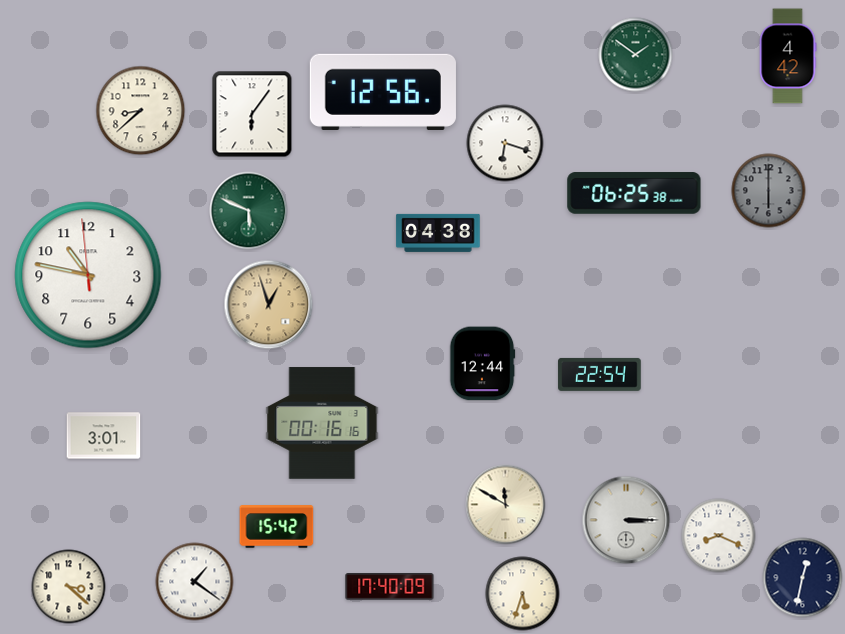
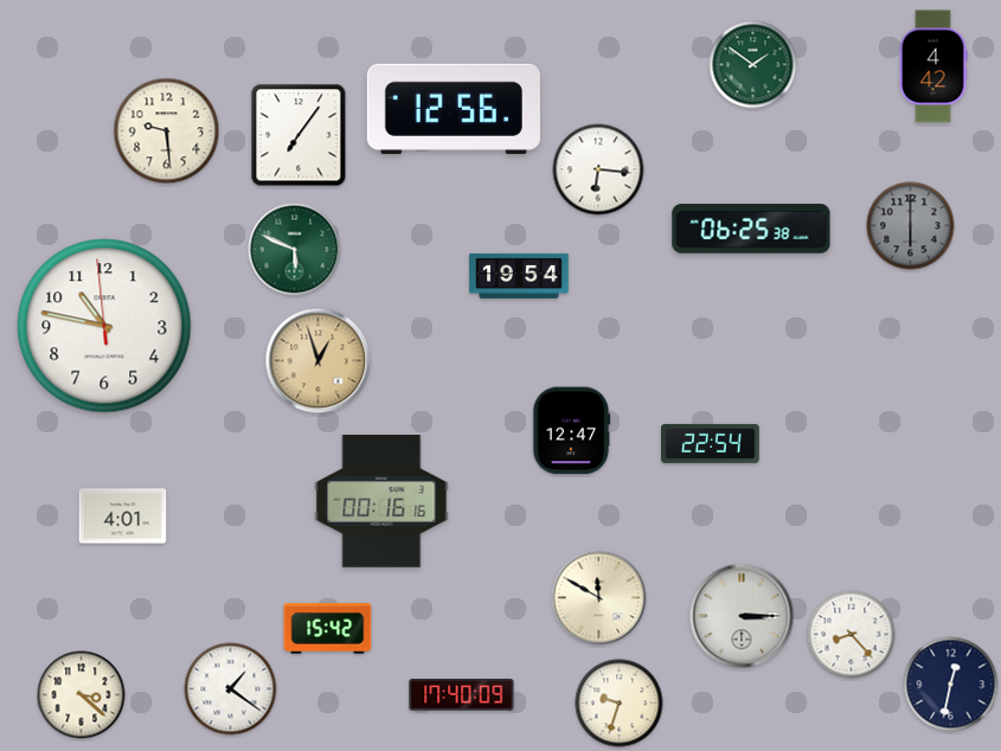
clock at (141, 111): 8:38 -> 9:29
clock at (252, 114): 6:06 -> 7:06
clock at (505, 143): 6:18 -> 6:16
clock at (438, 233): 04:38 -> 19:54
clock at (482, 364): 12:44 -> 12:47
clock at (104, 436): 3:01 -> 4:01
clock at (277, 527) position: (277, 527) -> (328, 629)
clock at (719, 536): 8:19 -> 8:23
clock at (523, 594): 5:33 -> 9:33
